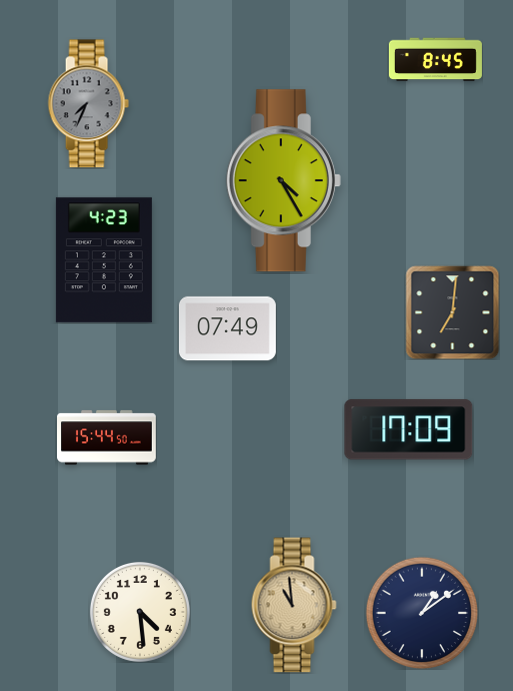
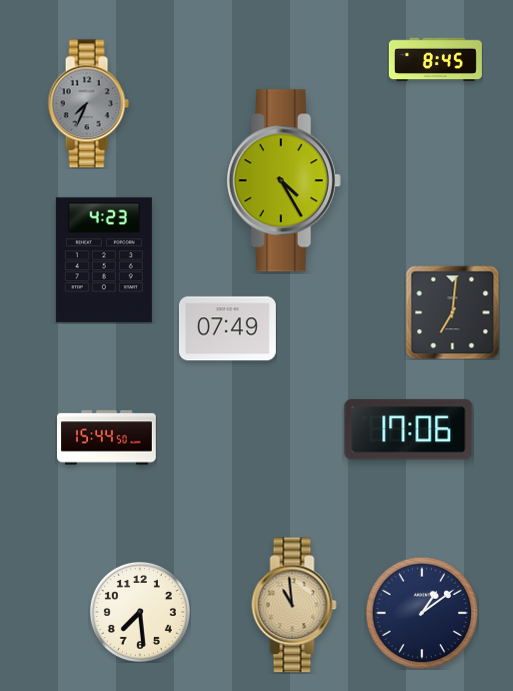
clock at (409, 430): 17:09 -> 17:06
clock at (140, 612): 4:29 -> 7:29
